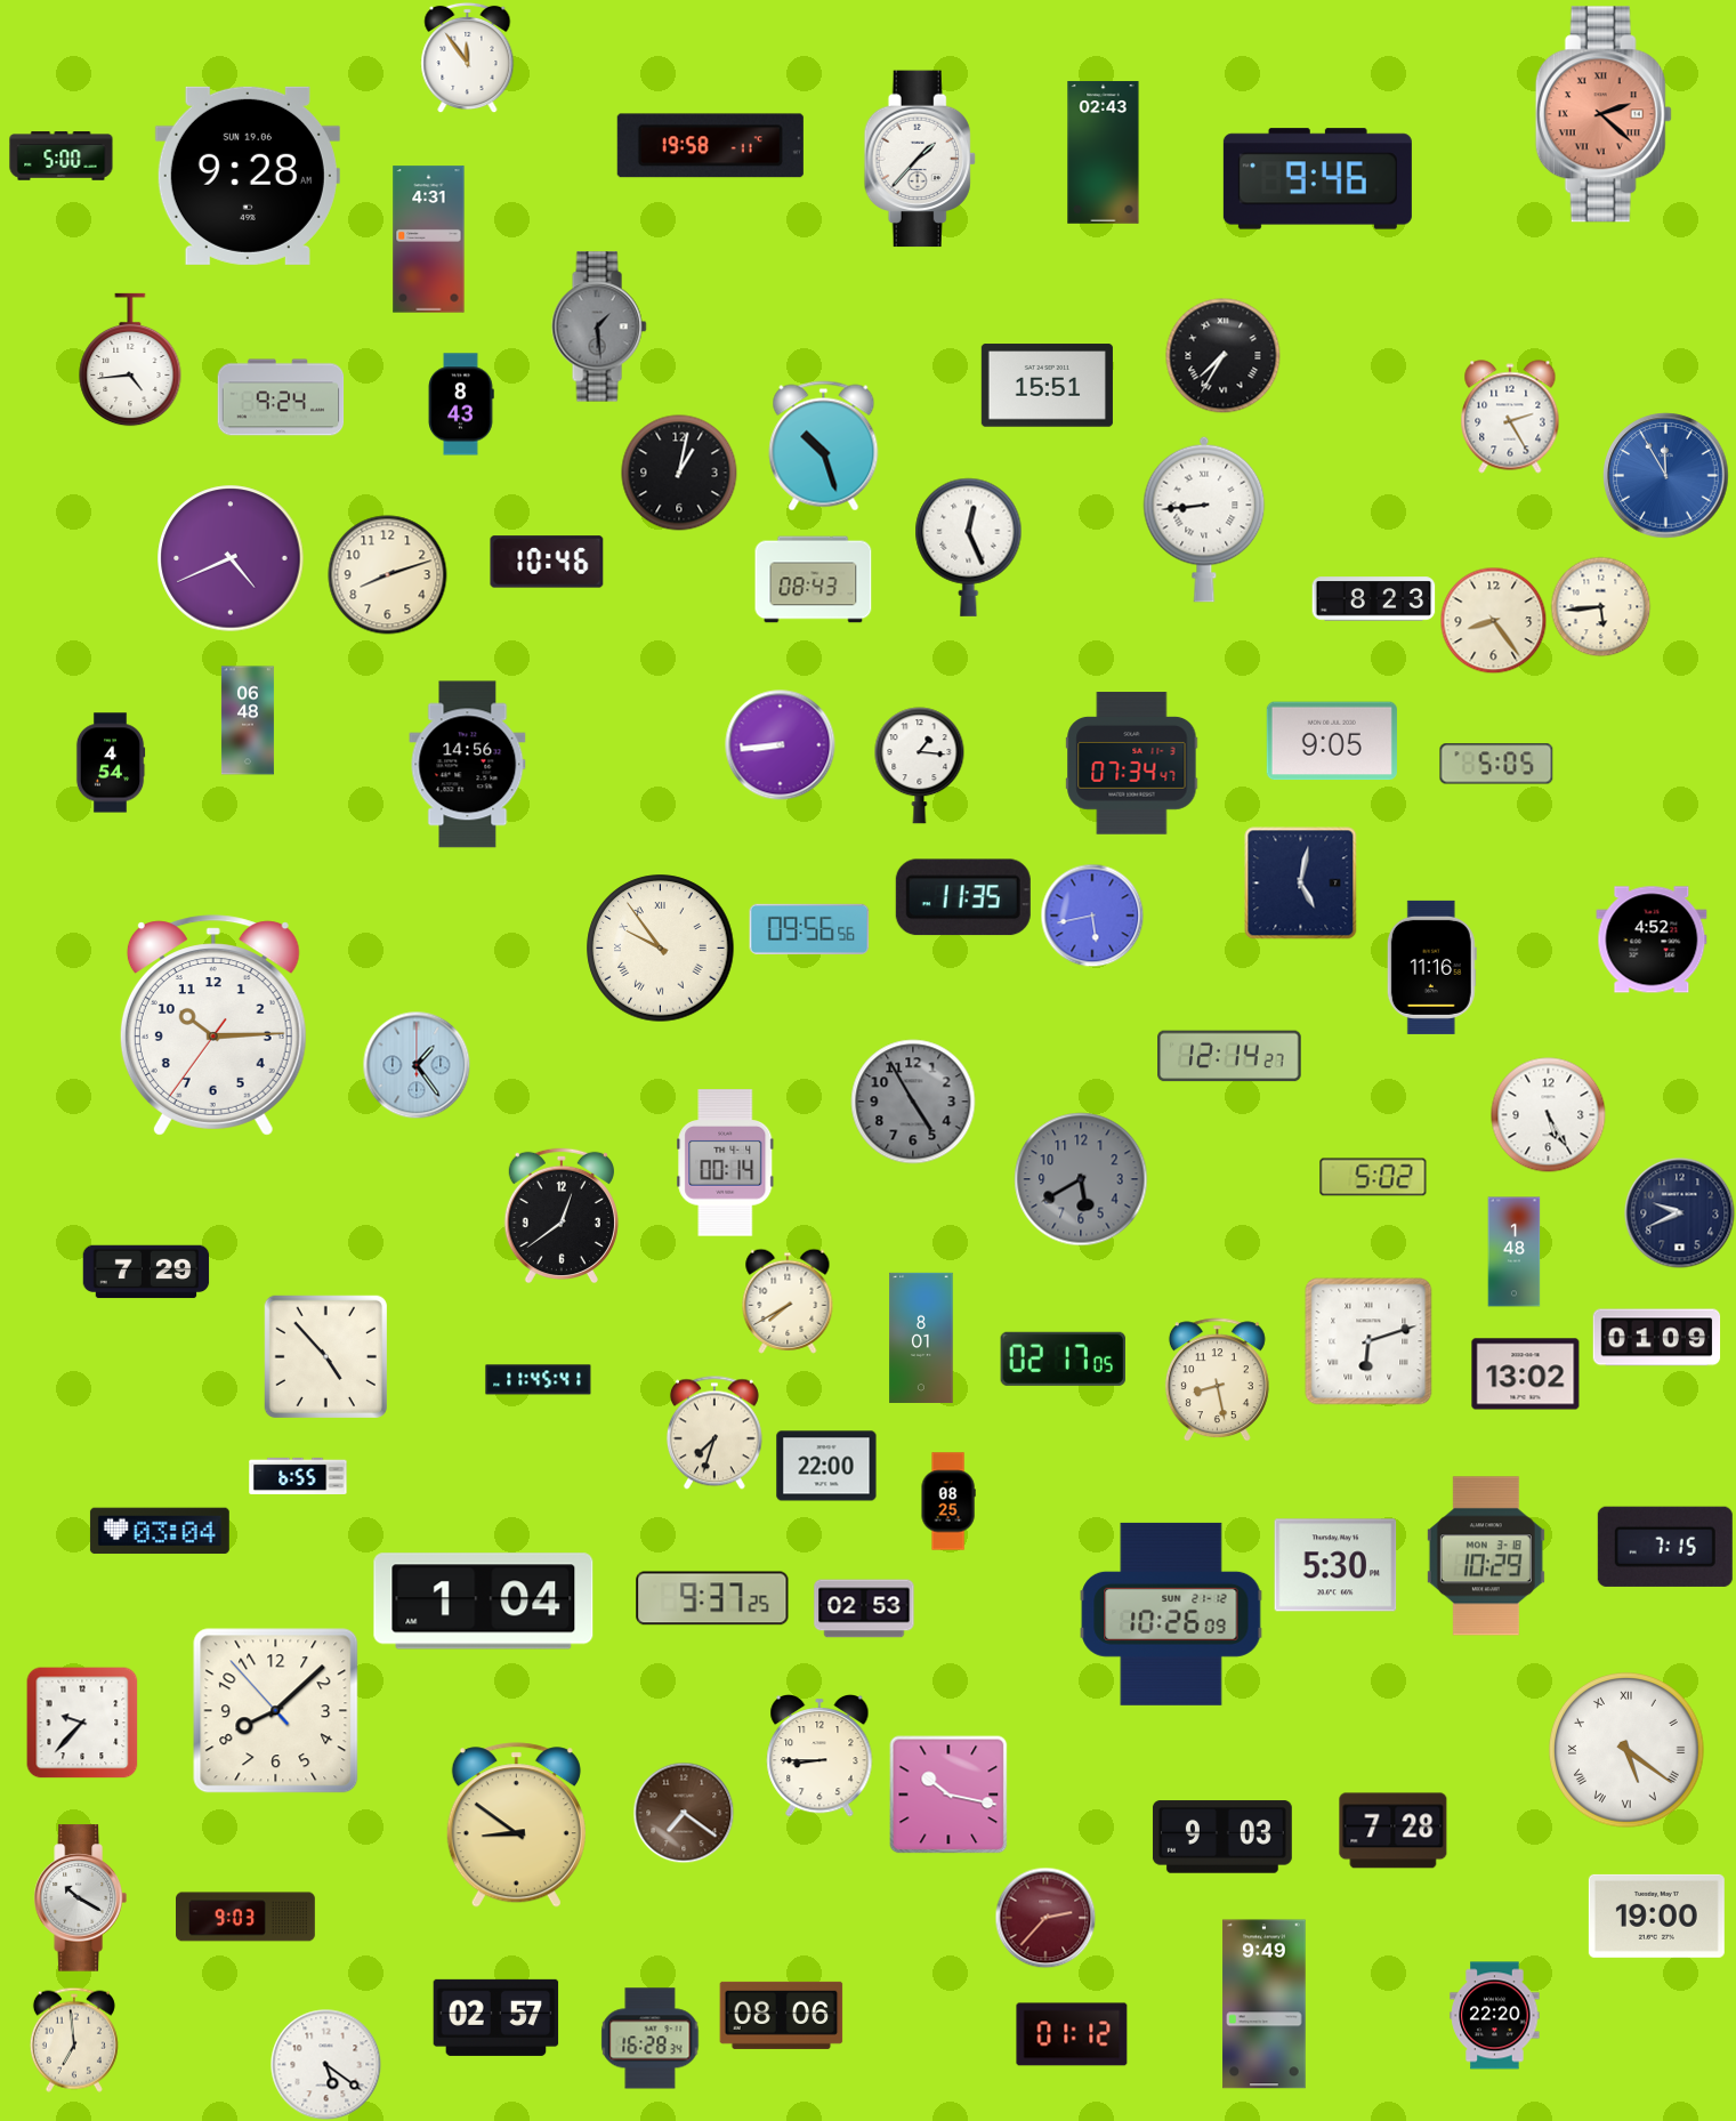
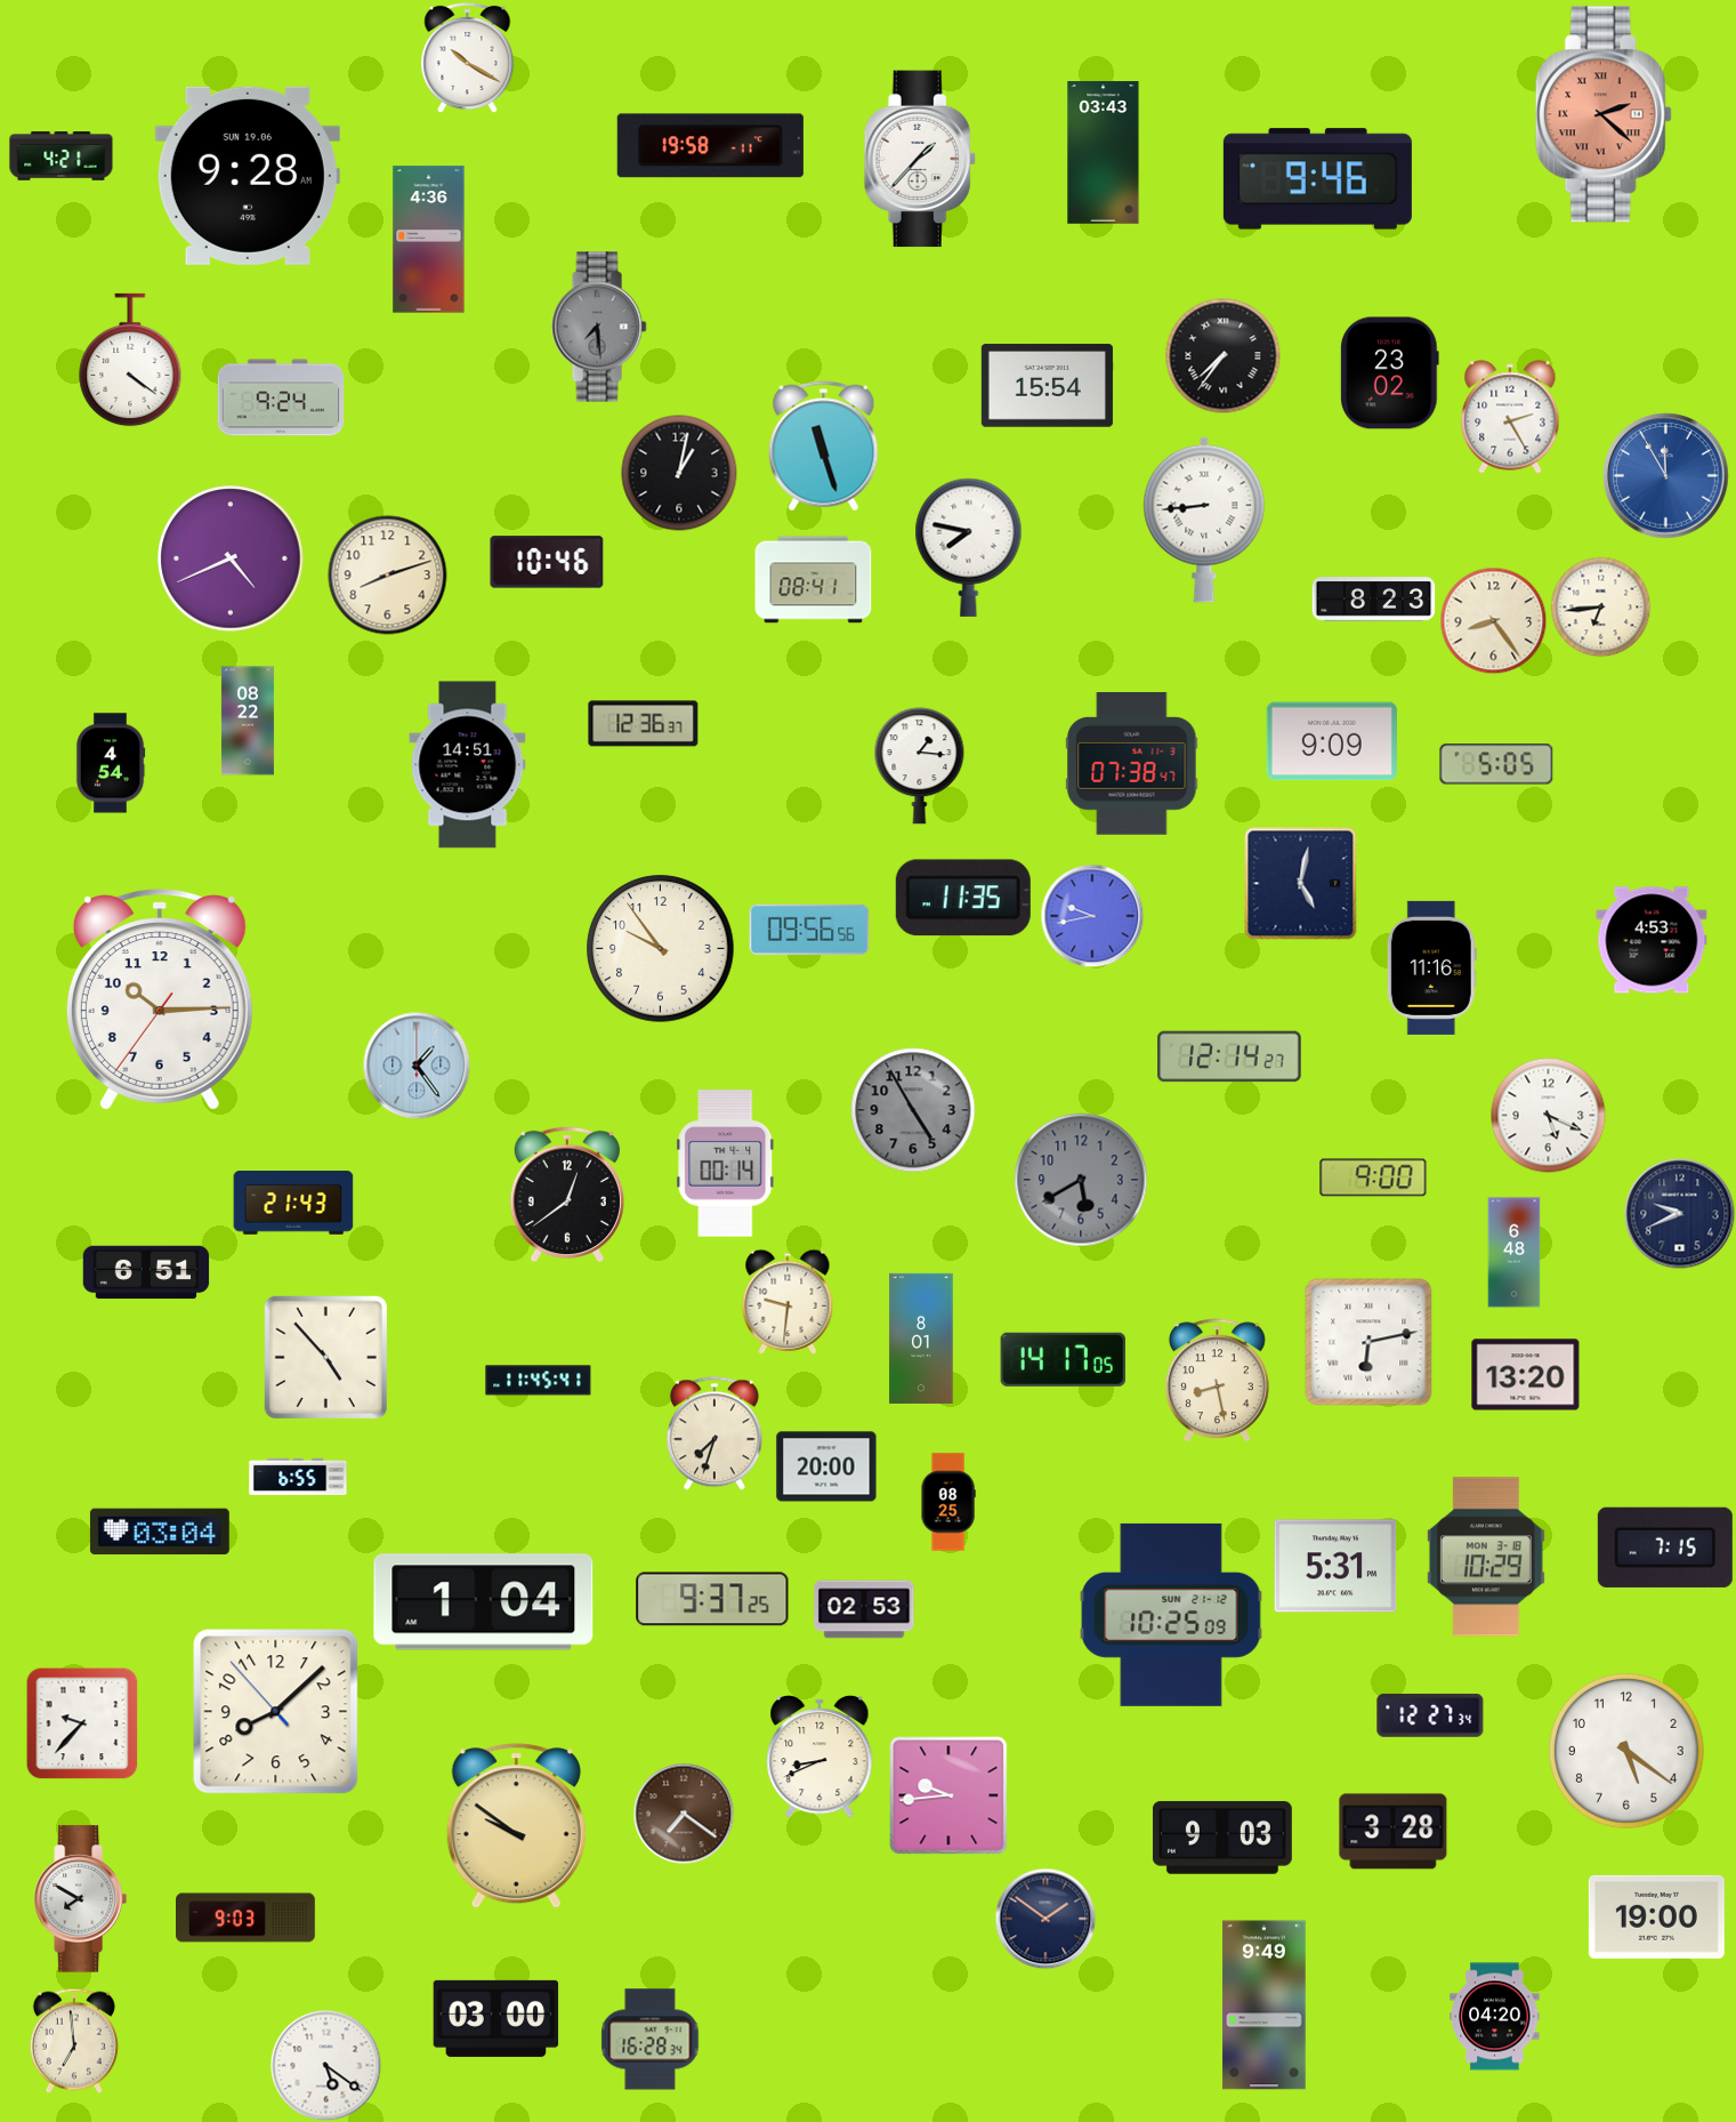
clock at (468, 57): 11:54 -> 10:20
clock at (1104, 153): 02:43 -> 03:43
clock at (62, 156): 5:00 -> 4:21
clock at (429, 240): 4:31 -> 4:36
clock at (599, 326): 1:29 -> 7:29
clock at (1224, 356): 7:35 -> 7:36
clock at (130, 360): 4:44 -> 4:21
clock at (1390, 373): none -> 23:02
clock at (1047, 386): 15:51 -> 15:54
clock at (461, 404): 8:43 -> none
clock at (824, 446): 10:27 -> 11:27
clock at (969, 547): 12:26 -> 7:47
clock at (814, 580): 08:43 -> 08:41
clock at (1600, 606): 5:44 -> 6:44
clock at (248, 720): 06:48 -> 08:22
clock at (644, 724): none -> 12:36
clock at (1332, 741): 9:05 -> 9:09
clock at (781, 745): 8:44 -> none
clock at (1132, 764): 07:34 -> 07:38
clock at (468, 765): 14:56 -> 14:51
clock at (1092, 916): 5:43 -> 9:43
clock at (1652, 939): 4:52 -> 4:53
clock at (661, 949) numerals: Roman -> Arabic
clock at (213, 1025) position: (213, 1025) -> (160, 999)
clock at (913, 1102) position: (913, 1102) -> (913, 1110)
clock at (1549, 1115): 5:25 -> 5:19
clock at (1373, 1177): 5:02 -> 9:00
clock at (293, 1203): none -> 21:43
clock at (562, 1216) position: (562, 1216) -> (567, 1195)
clock at (1515, 1252): 1:48 -> 6:48
clock at (146, 1272): 7:29 -> 6:51
clock at (788, 1301): 7:40 -> 9:31
clock at (1657, 1338): 01:09 -> none
clock at (1368, 1341): 6:12 -> 6:13
clock at (1063, 1358): 02:17 -> 14:17
clock at (1526, 1374): 13:02 -> 13:20
clock at (826, 1466): 22:00 -> 20:00
clock at (1335, 1565): 5:30 -> 5:31
clock at (1171, 1614): 10:26 -> 10:25
clock at (1430, 1715): none -> 12:27
clock at (1628, 1751) numerals: Roman -> Arabic
clock at (819, 1756): 8:45 -> 8:41
clock at (948, 1795): 10:17 -> 9:44
clock at (516, 1825): 8:51 -> 9:51
clock at (1394, 1831): 7:28 -> 3:28
clock at (80, 1898): 10:20 -> 7:50
clock at (1045, 1918): 2:37 -> 1:51
clock at (1045, 1918) dial: burgundy -> navy
clock at (782, 2015): 08:06 -> none
clock at (1495, 2016): 22:20 -> 04:20
clock at (496, 2017): 02:57 -> 03:00
clock at (1072, 2034): 01:12 -> none
